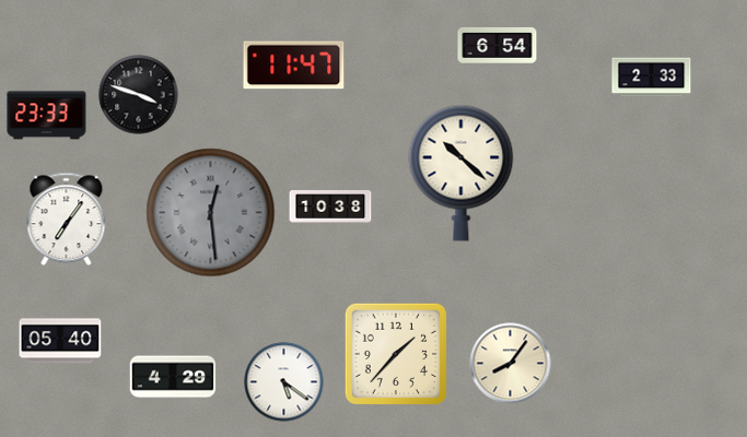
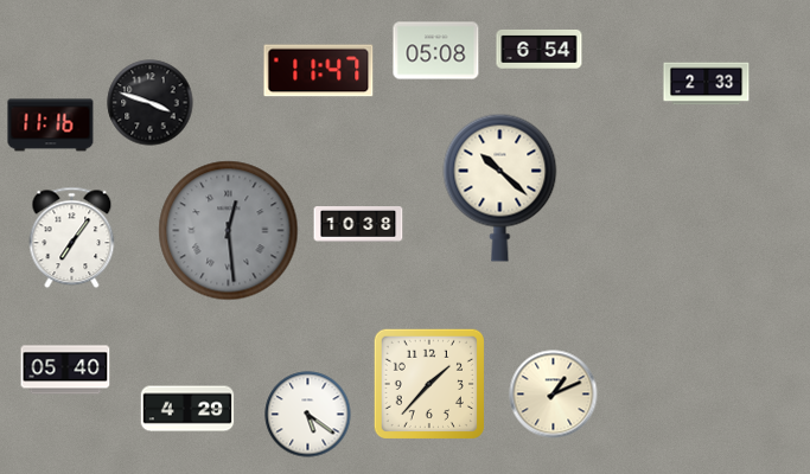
clock at (436, 51): none -> 05:08
clock at (47, 116): 23:33 -> 11:16
clock at (511, 364): 8:06 -> 1:11
